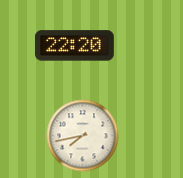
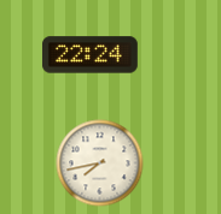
clock at (75, 46): 22:20 -> 22:24
